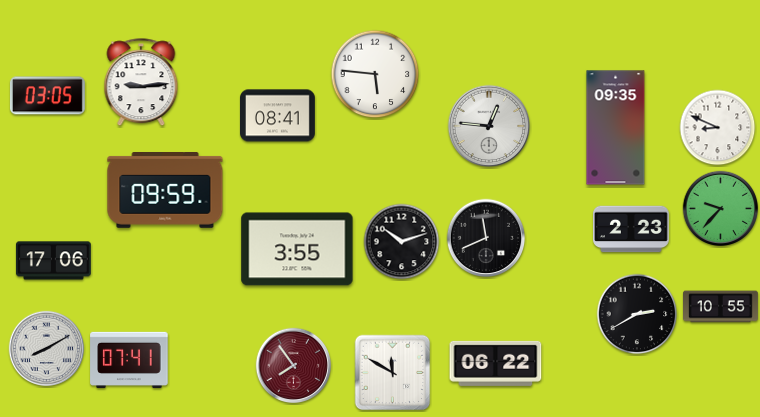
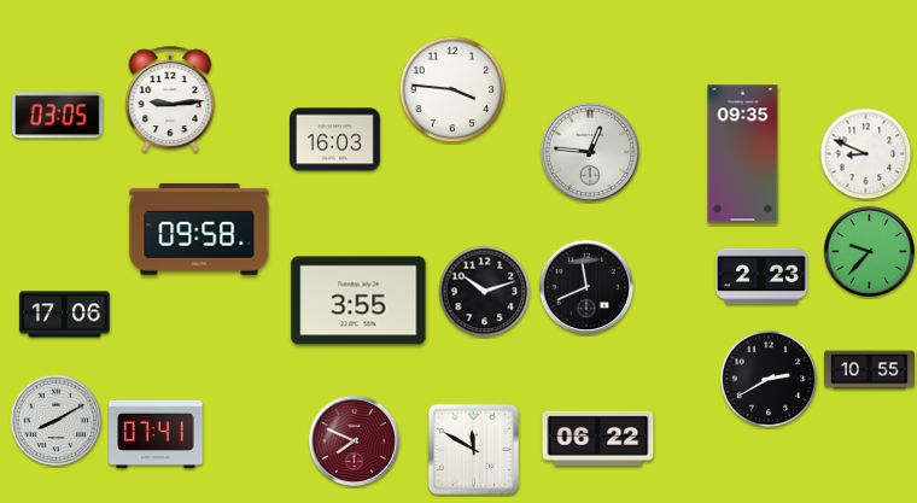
clock at (375, 74): 5:46 -> 3:46
clock at (278, 116): 08:41 -> 16:03
clock at (165, 191): 09:59 -> 09:58
clock at (294, 366): 7:54 -> 7:49
